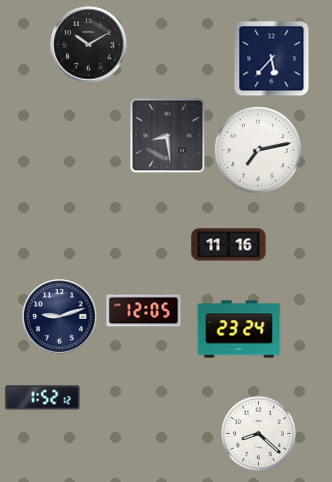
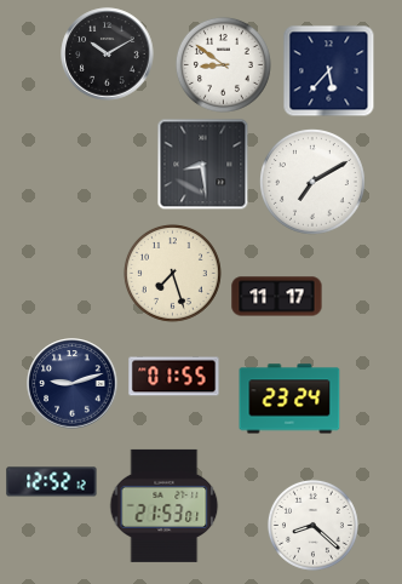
clock at (223, 64): none -> 8:51
clock at (259, 151): 7:13 -> 7:10
clock at (172, 273): none -> 7:27
clock at (229, 245): 11:16 -> 11:17
clock at (144, 311): 12:05 -> 01:55
clock at (43, 398): 1:52 -> 12:52
clock at (165, 505): none -> 21:53
